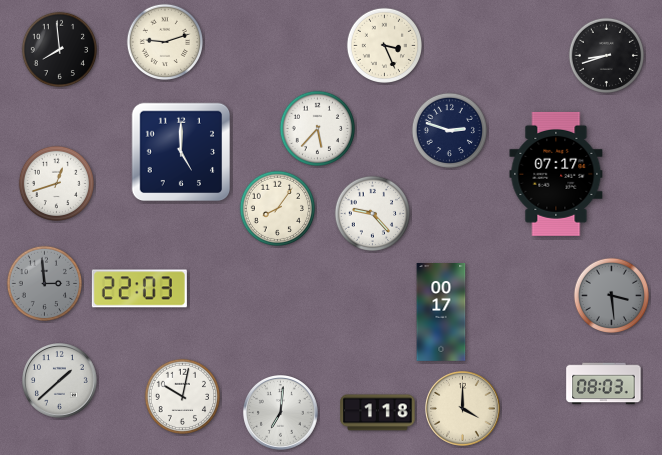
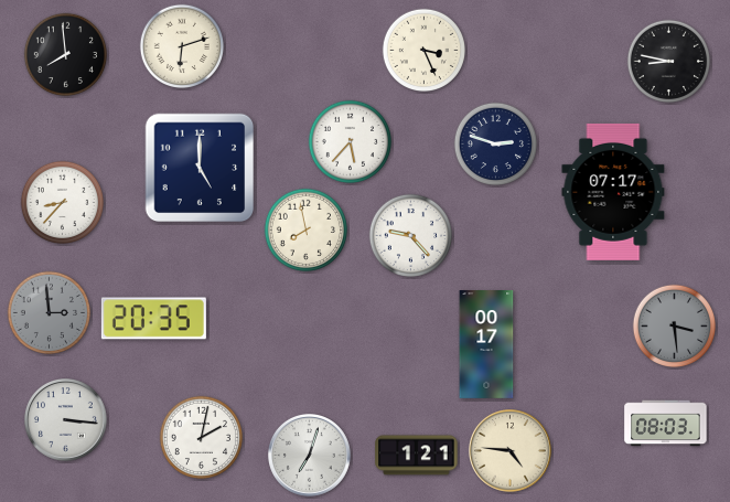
clock at (164, 41): 9:12 -> 6:12
clock at (606, 55): 8:42 -> 8:47
clock at (56, 183): 12:42 -> 8:37
clock at (277, 208): 8:06 -> 7:58
clock at (139, 289): 22:03 -> 20:35
clock at (60, 381): 1:38 -> 3:16
clock at (182, 396): 10:02 -> 2:02
clock at (463, 409): 4:00 -> 4:46
clock at (281, 413): 7:01 -> 7:03
clock at (378, 413): 1:18 -> 1:21
